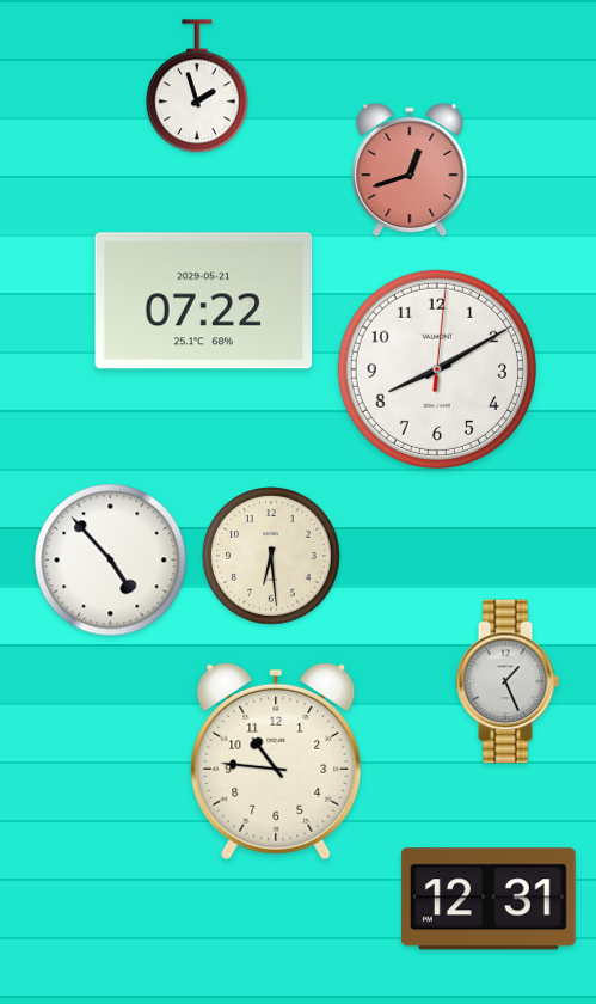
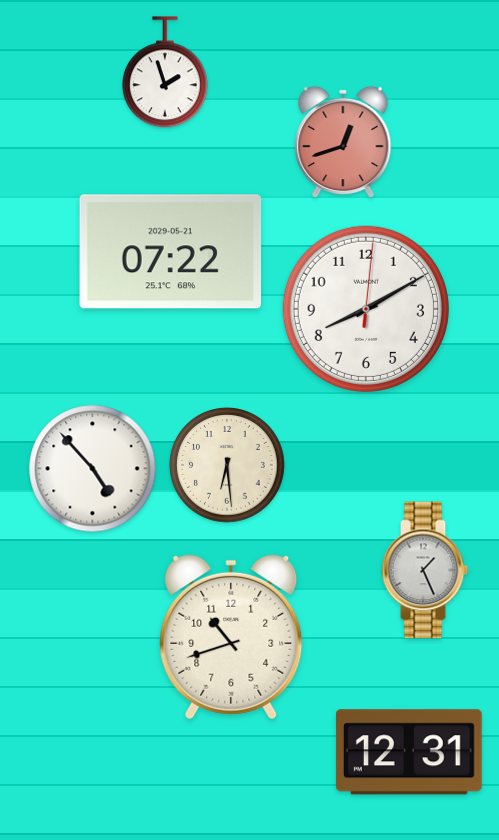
clock at (276, 761): 10:46 -> 10:42
